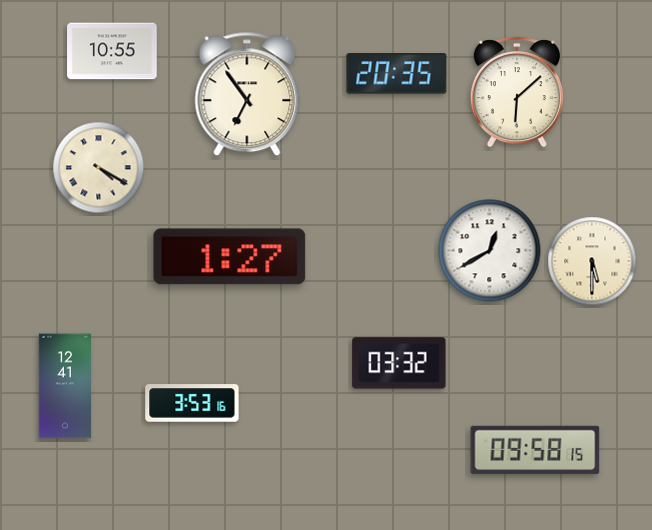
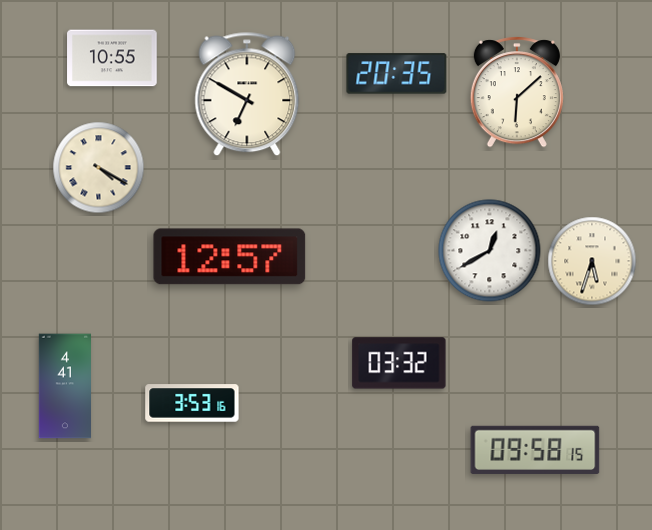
clock at (112, 51) position: (112, 51) -> (112, 58)
clock at (247, 94): 6:54 -> 6:50
clock at (230, 257): 1:27 -> 12:57
clock at (592, 261): 5:30 -> 5:33
clock at (64, 386): 12:41 -> 4:41
